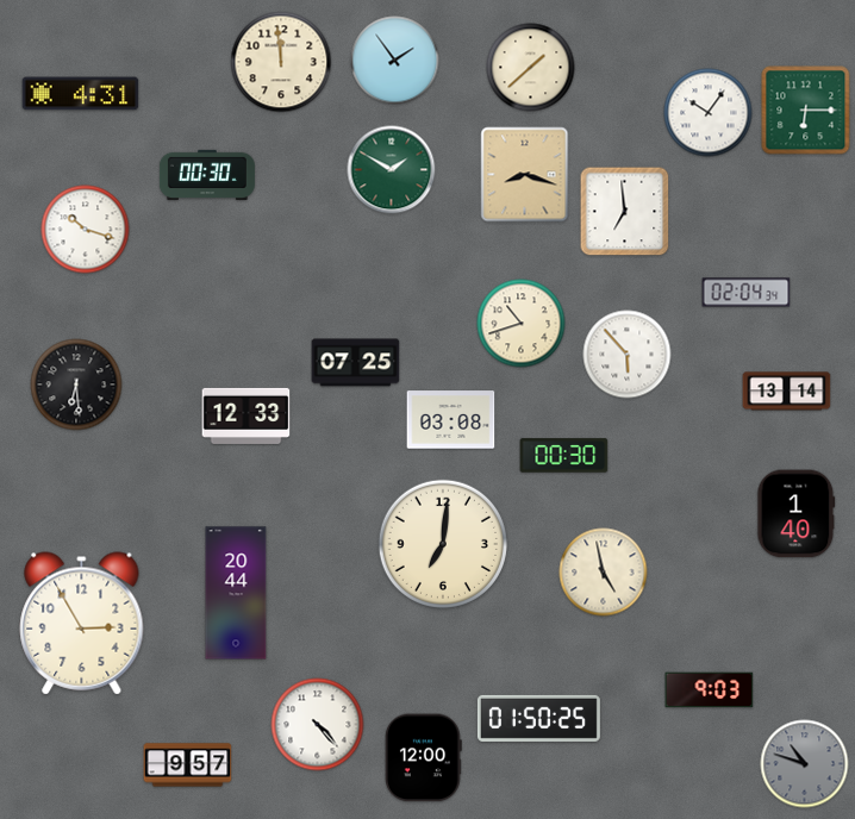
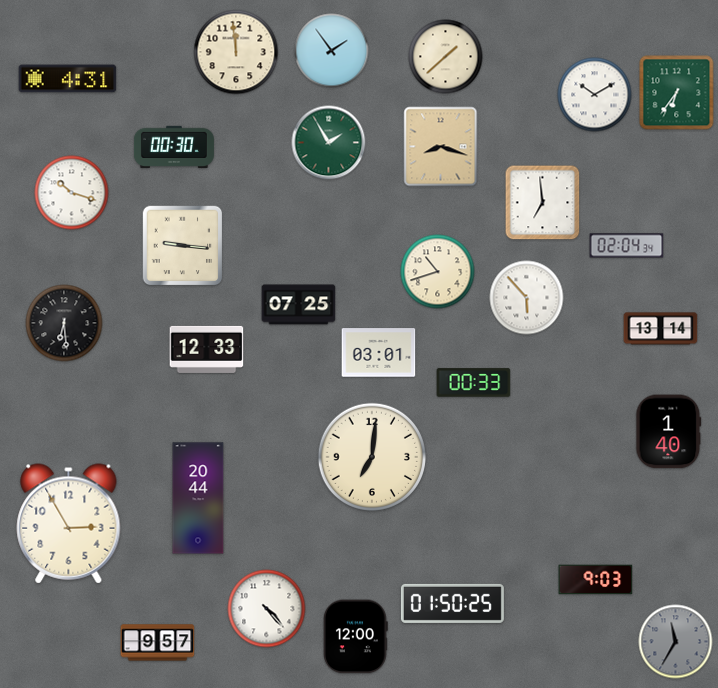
clock at (806, 111): 6:15 -> 6:36
clock at (709, 113): 10:06 -> 10:10
clock at (392, 170): 1:50 -> 1:55
clock at (625, 212) position: (625, 212) -> (543, 203)
clock at (183, 246): none -> 9:16
clock at (451, 420): 03:08 -> 03:01
clock at (564, 456): 00:30 -> 00:33
clock at (604, 573): 4:58 -> none
clock at (805, 764): 10:48 -> 11:35
